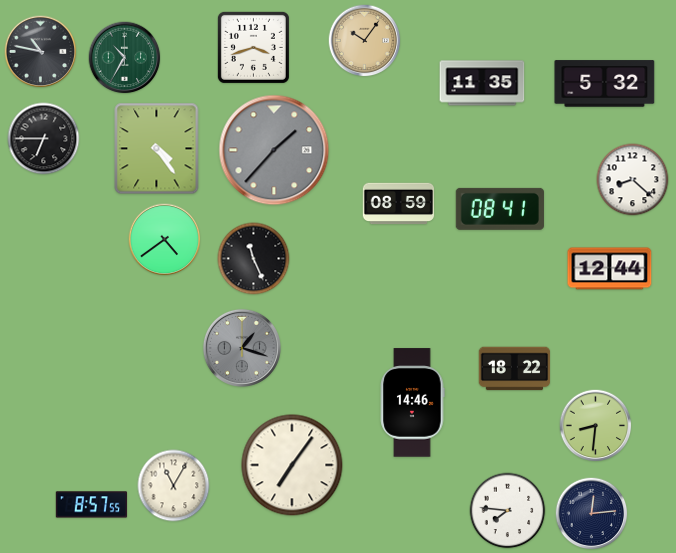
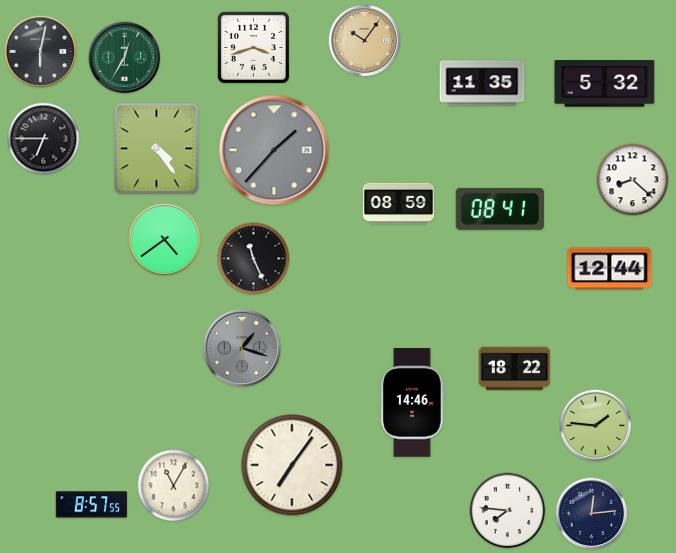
clock at (41, 52): 10:47 -> 6:02
clock at (125, 58): 10:35 -> 12:35
clock at (596, 426): 8:31 -> 1:46
